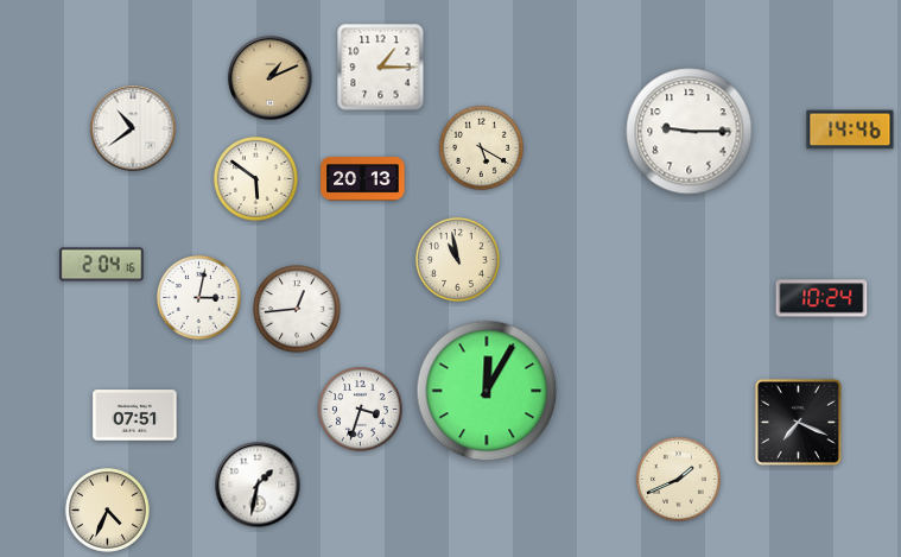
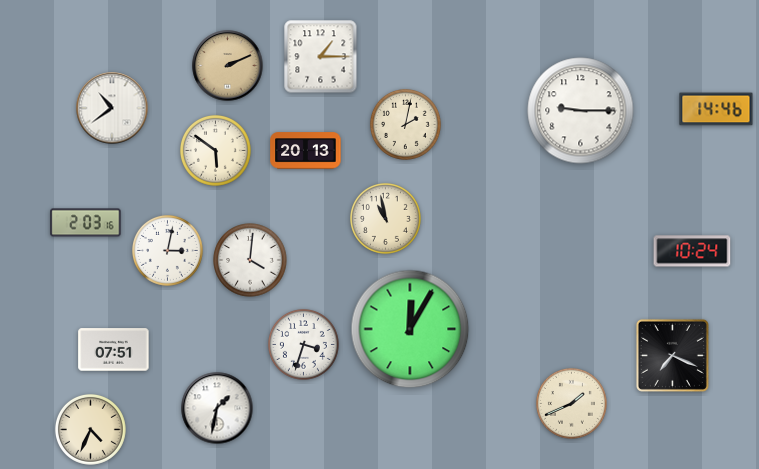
clock at (271, 78): 1:11 -> 2:11
clock at (481, 147): 5:20 -> 2:02
clock at (102, 265): 2:04 -> 2:03
clock at (297, 309): 12:44 -> 4:01
